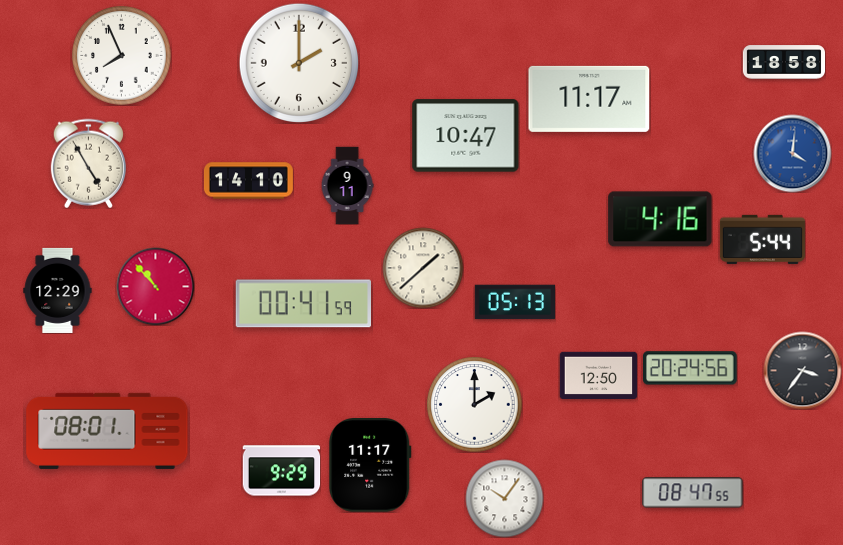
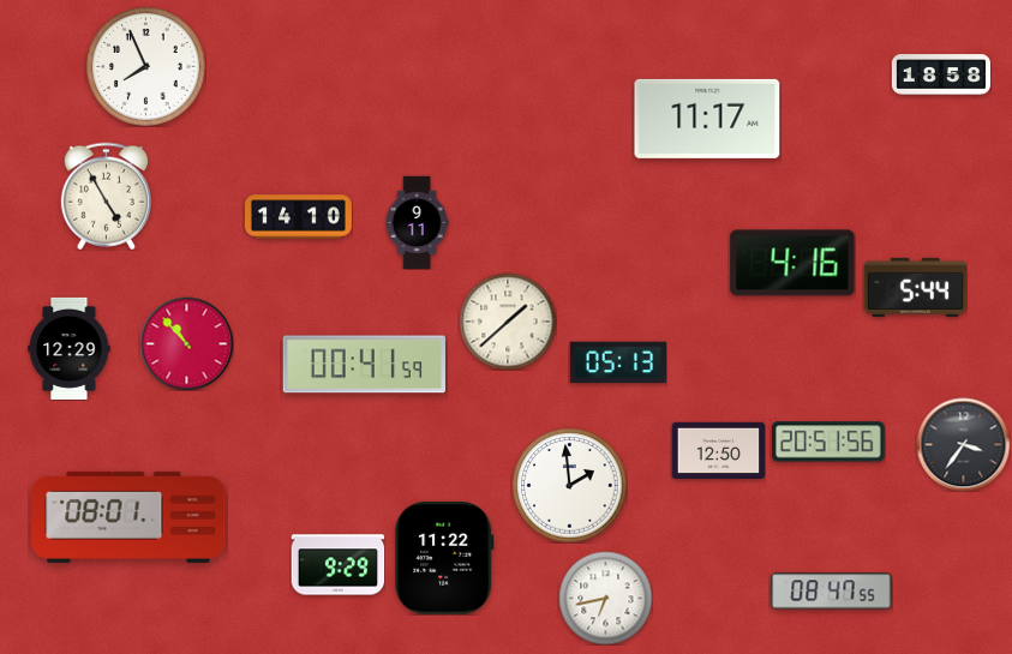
clock at (298, 62): 2:00 -> none
clock at (466, 136): 10:47 -> none
clock at (792, 153): 4:01 -> none
clock at (691, 368): 20:24 -> 20:51
clock at (474, 404): 2:00 -> 1:59
clock at (371, 466): 11:17 -> 11:22
clock at (504, 498): 10:06 -> 6:43
